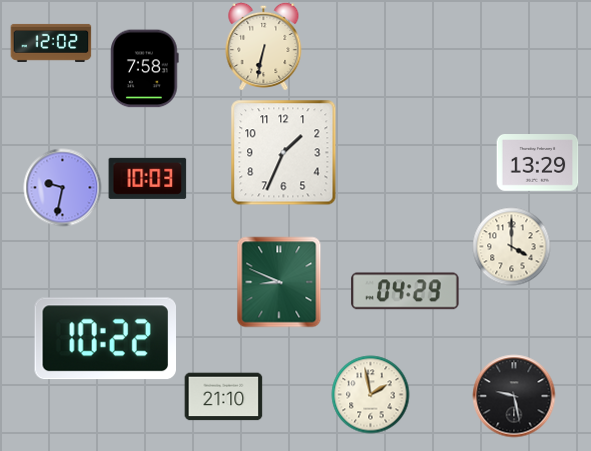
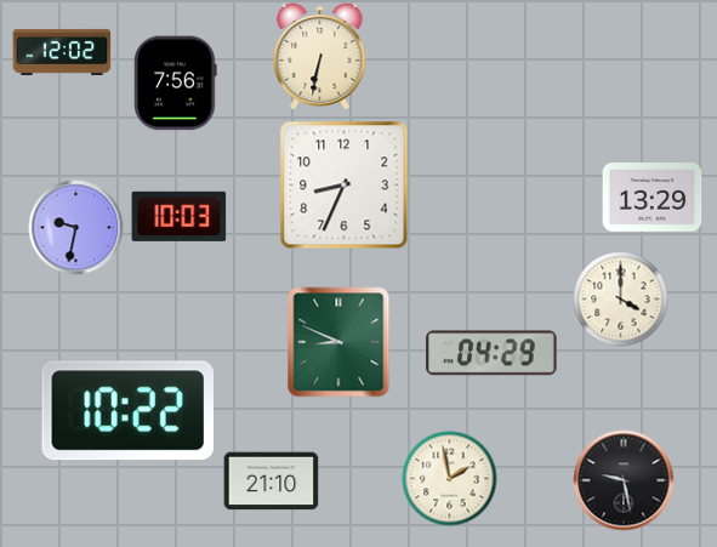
clock at (145, 68): 7:58 -> 7:56
clock at (283, 152): 1:34 -> 8:34
